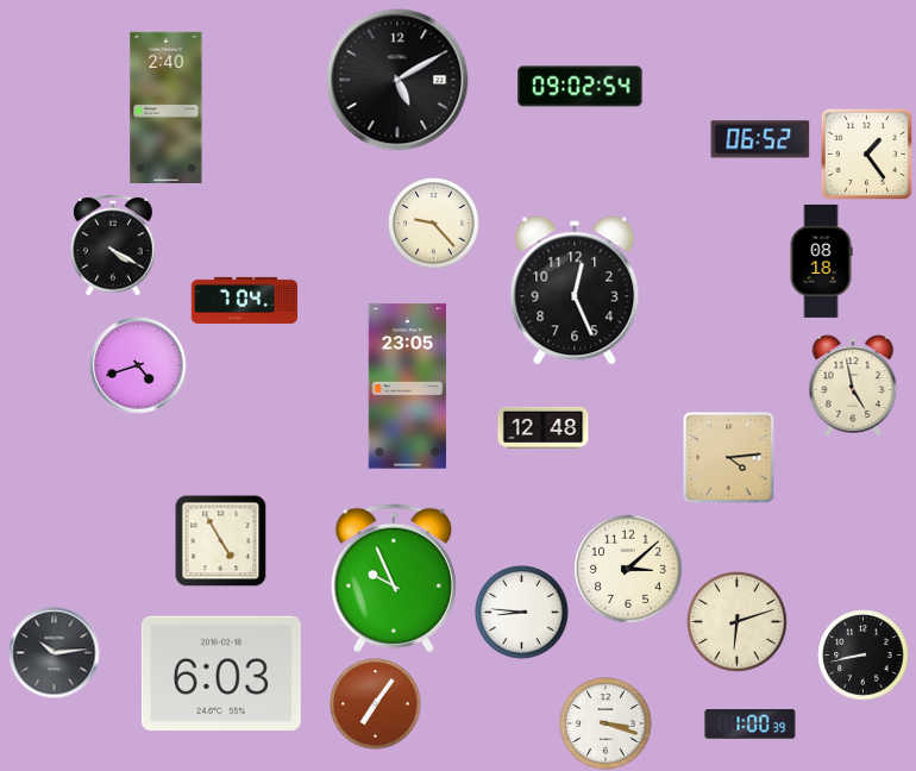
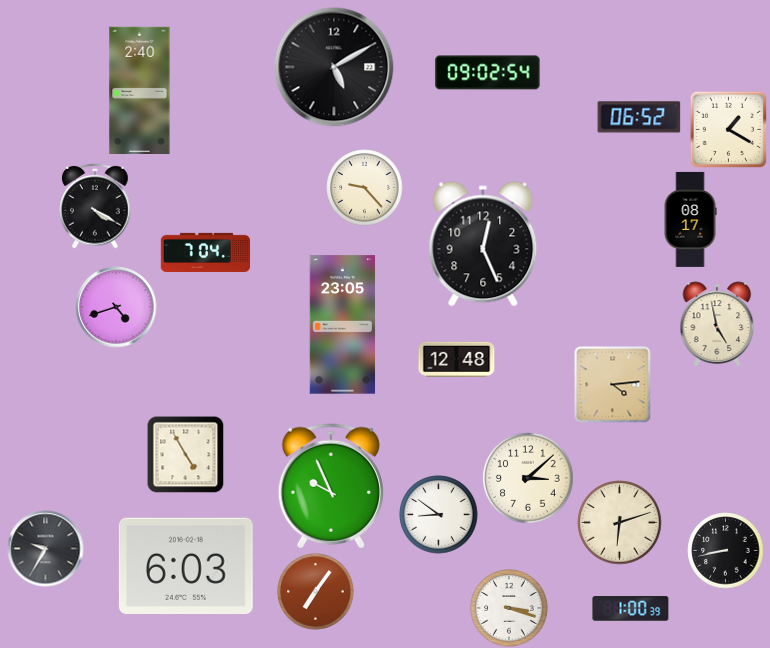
clock at (866, 153): 1:24 -> 1:20
clock at (821, 261): 08:18 -> 08:17
clock at (522, 613): 8:46 -> 8:51
clock at (55, 653): 10:14 -> 9:35
